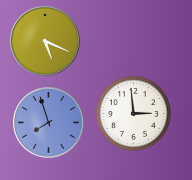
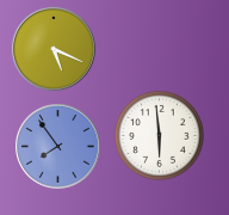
clock at (133, 113): 2:59 -> 5:59
clock at (49, 123): 7:57 -> 7:54
